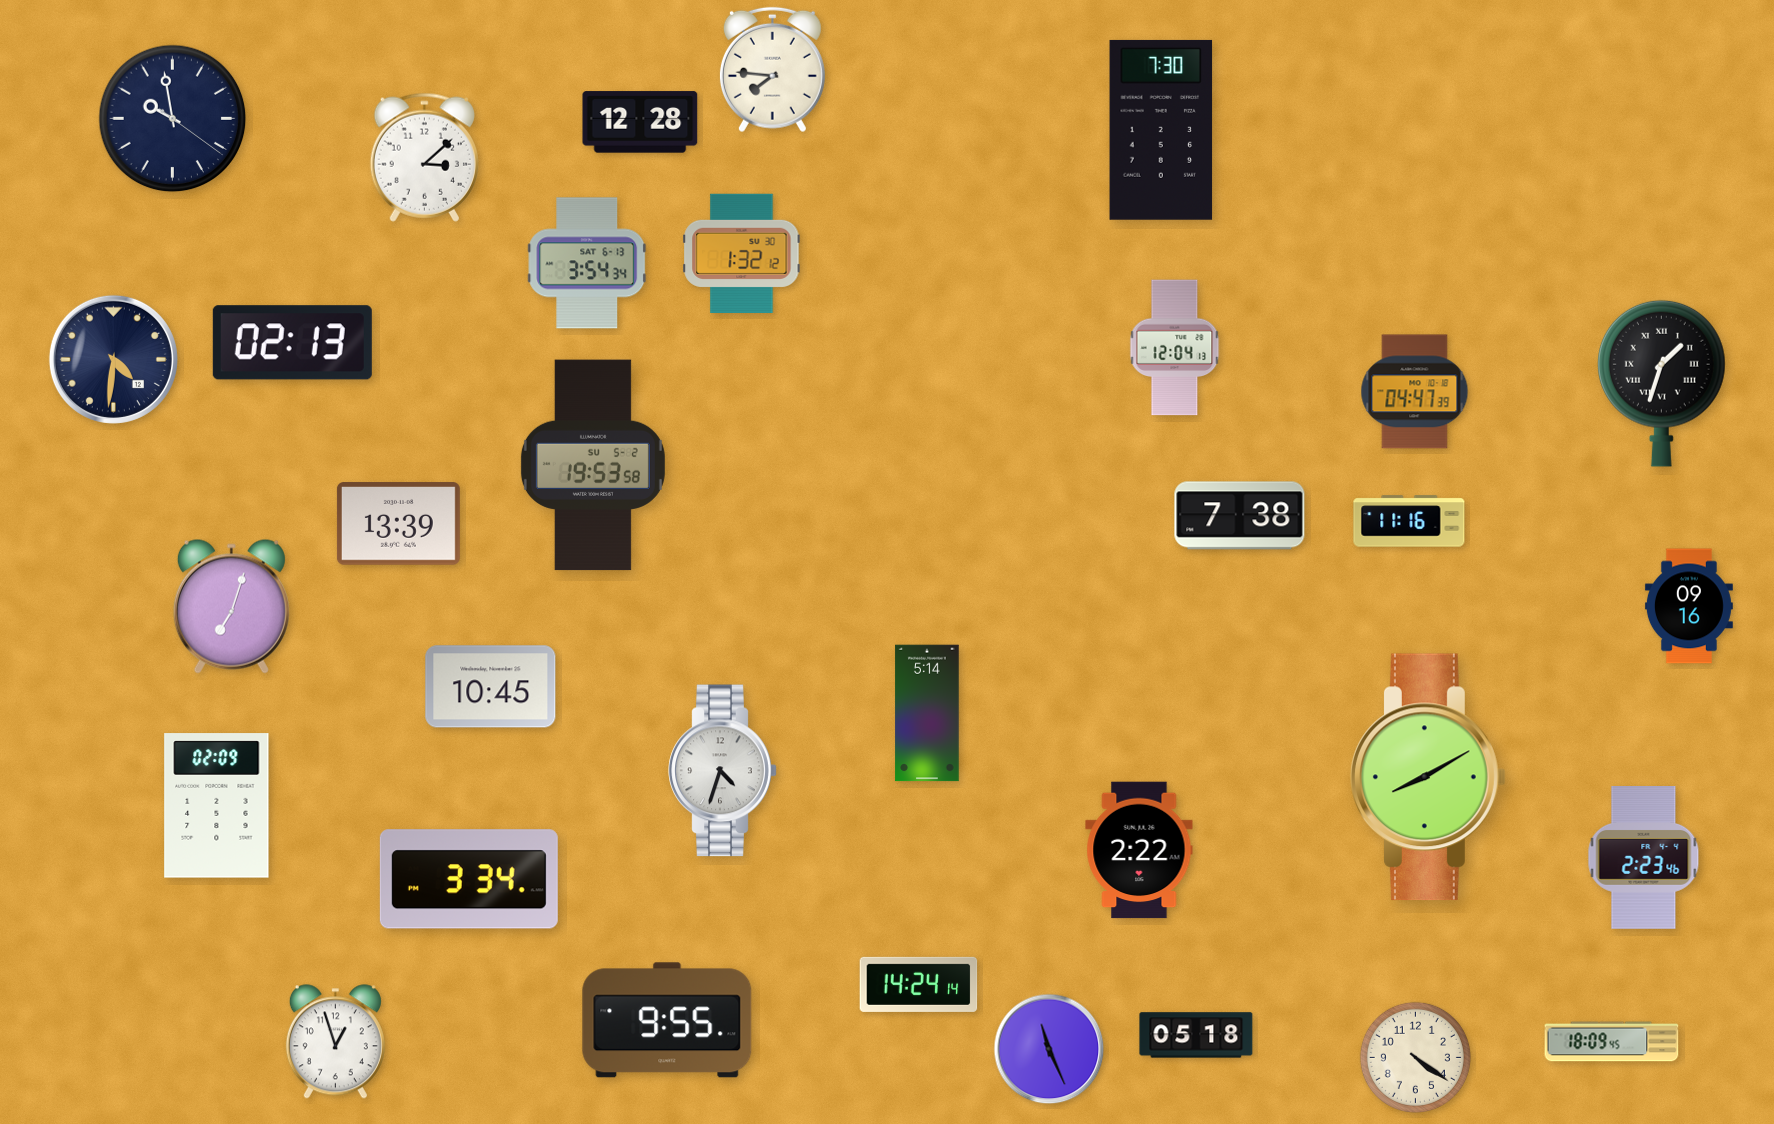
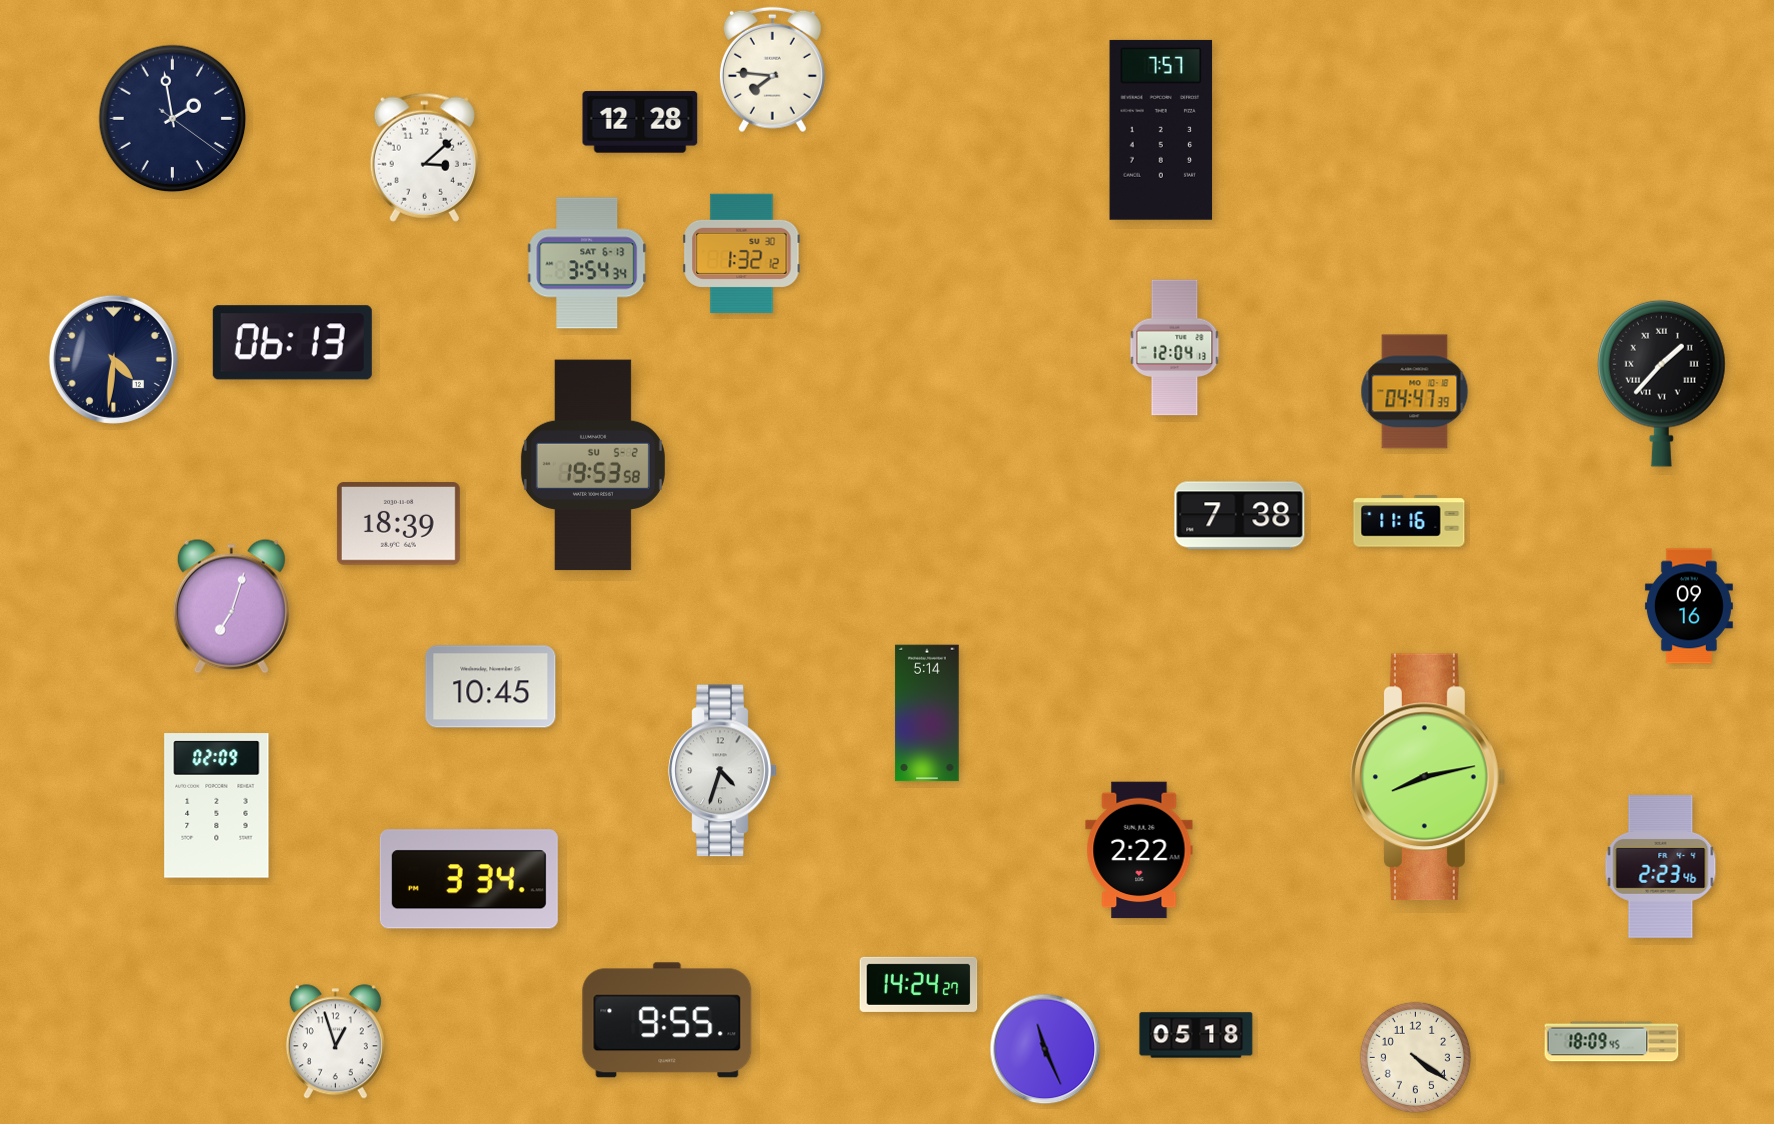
clock at (173, 119): 9:58 -> 1:58
clock at (1161, 130): 7:30 -> 7:57
clock at (292, 343): 02:13 -> 06:13
clock at (1662, 383): 1:33 -> 1:37
clock at (398, 524): 13:39 -> 18:39
clock at (1429, 777): 8:10 -> 8:13
clock at (1644, 858) position: (1644, 858) -> (1661, 867)
clock at (919, 984): 14:24:14 -> 14:24:27
clock at (1049, 1049) position: (1049, 1049) -> (1045, 1049)
